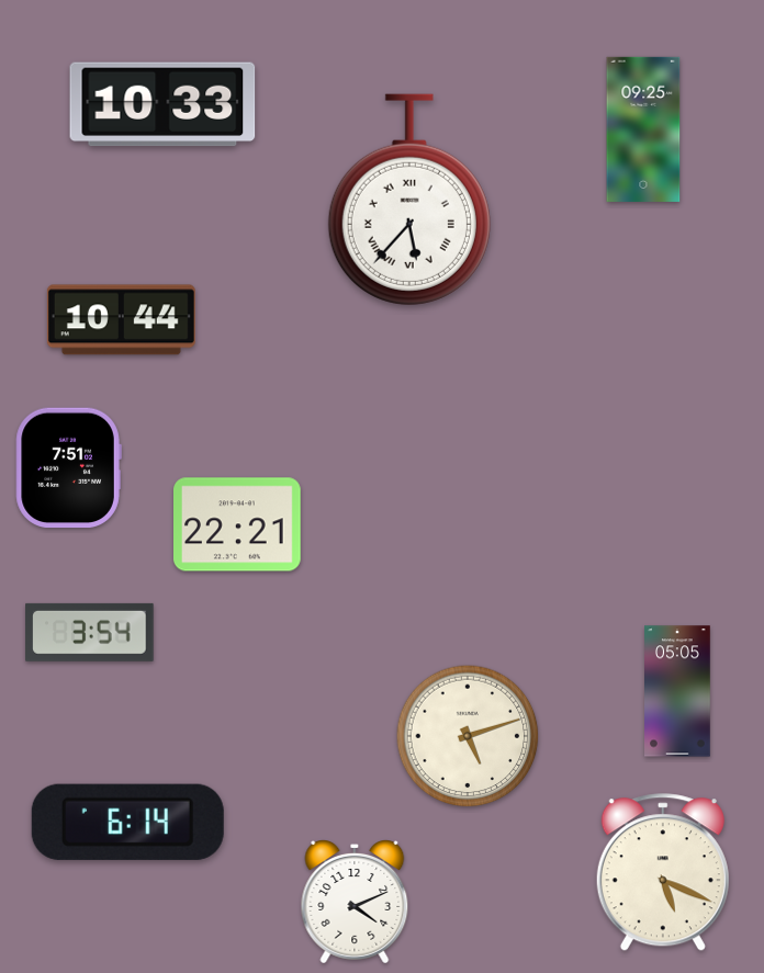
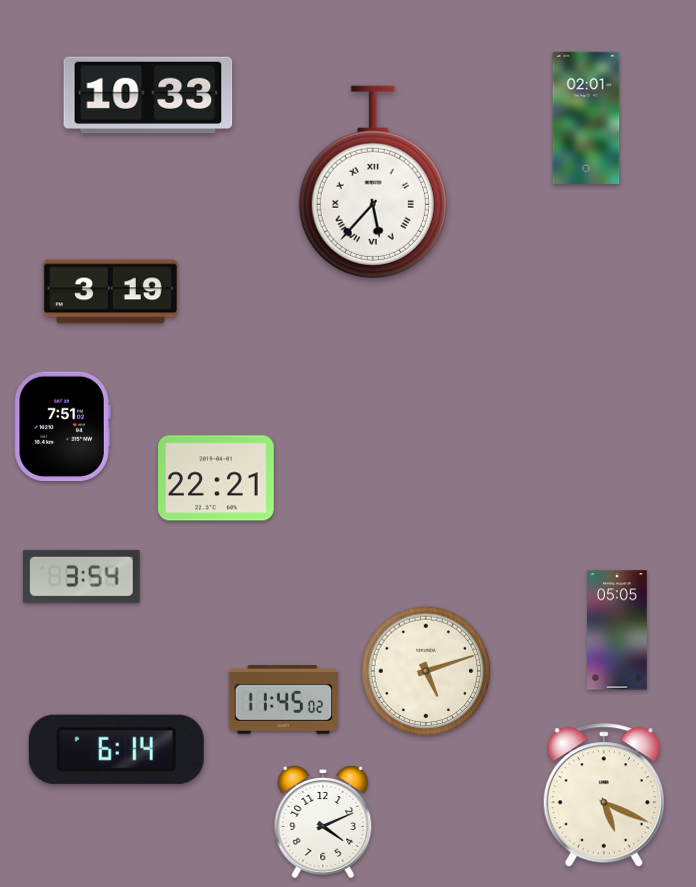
clock at (643, 129): 09:25 -> 02:01
clock at (121, 320): 10:44 -> 3:19
clock at (284, 700): none -> 11:45
